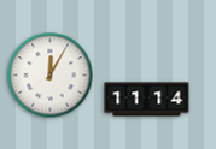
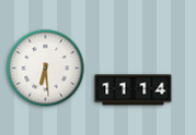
clock at (51, 76): 12:05 -> 6:29
